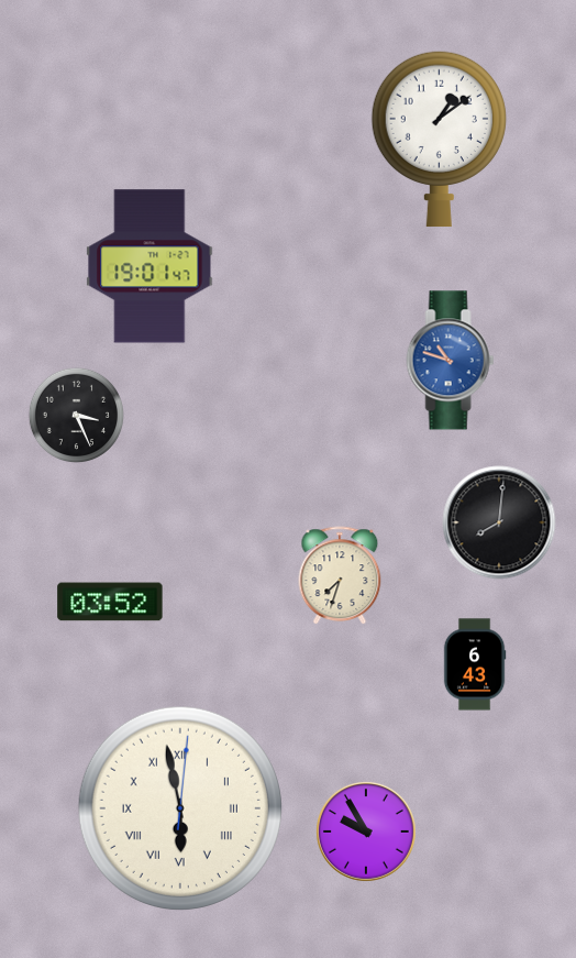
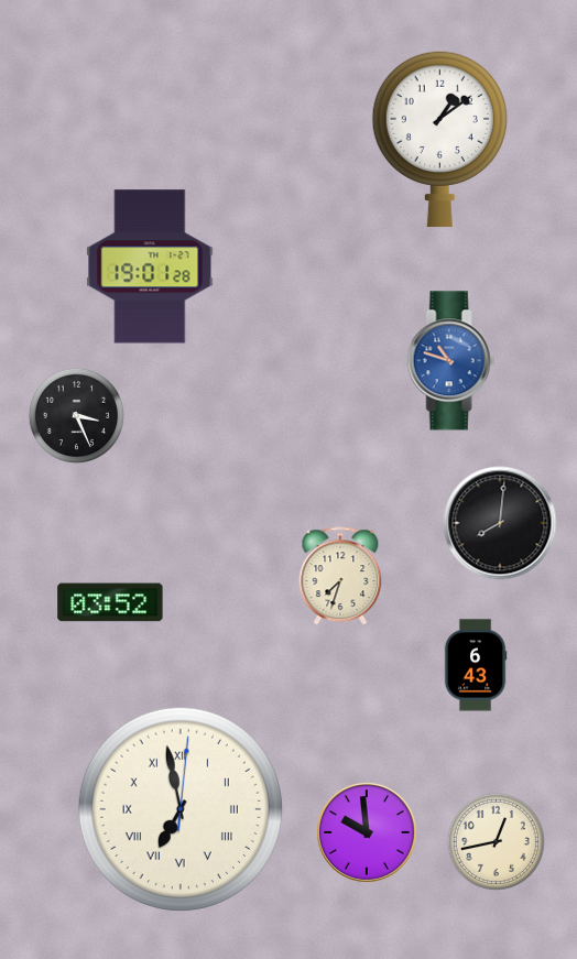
clock at (149, 266): 19:01:47 -> 19:01:28
clock at (180, 808): 5:58 -> 6:58
clock at (366, 832): 9:55 -> 9:59
clock at (496, 841): none -> 12:43
